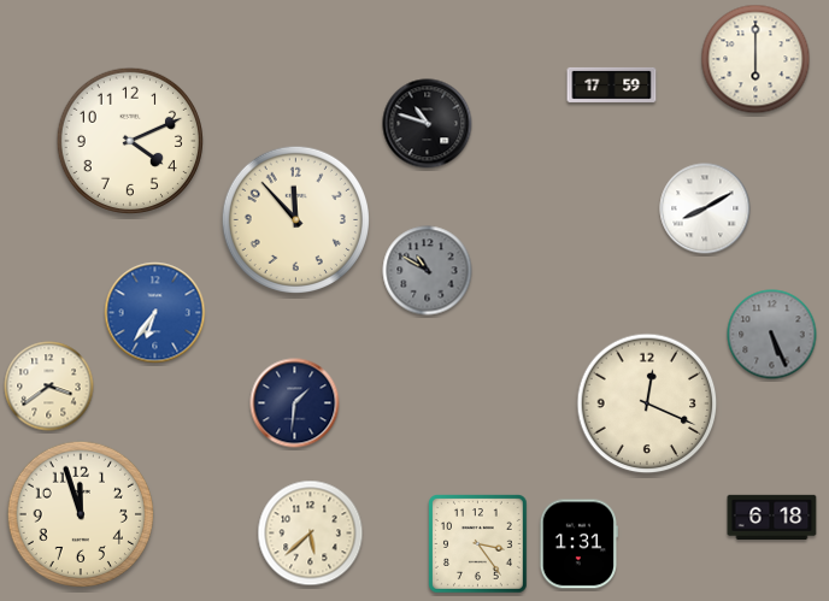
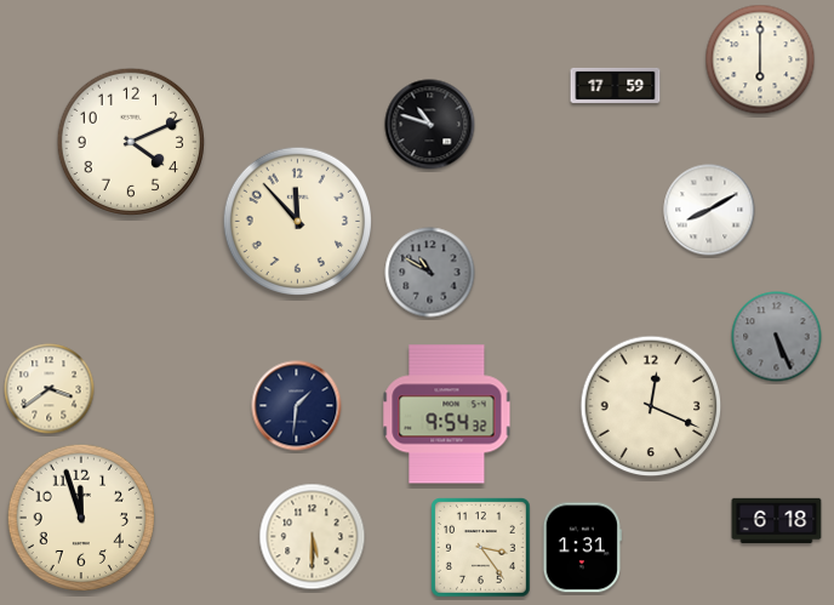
clock at (155, 313): 6:36 -> none
clock at (447, 415): none -> 9:54
clock at (311, 534): 5:38 -> 5:30
